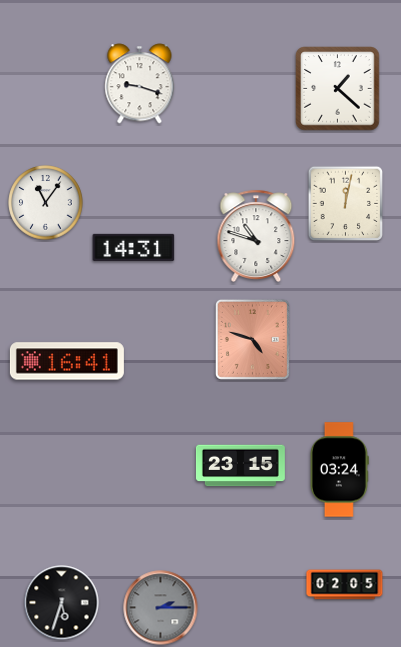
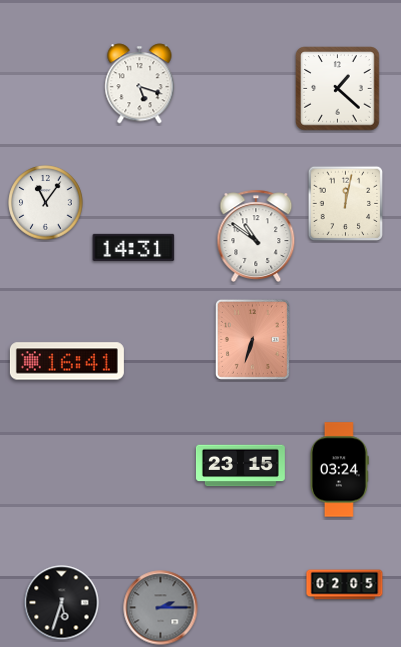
clock at (140, 84): 9:18 -> 5:18
clock at (256, 236): 10:48 -> 10:51
clock at (252, 339): 4:48 -> 6:33
